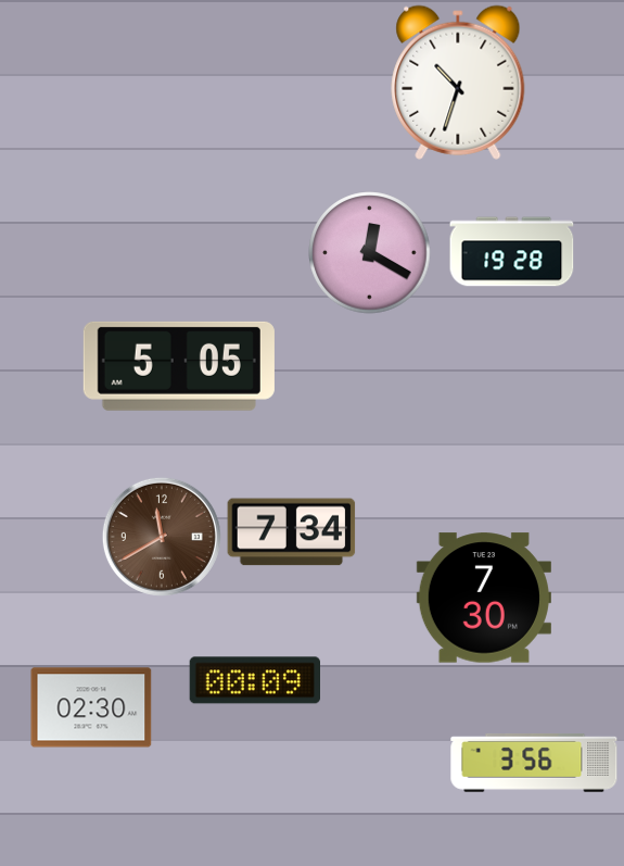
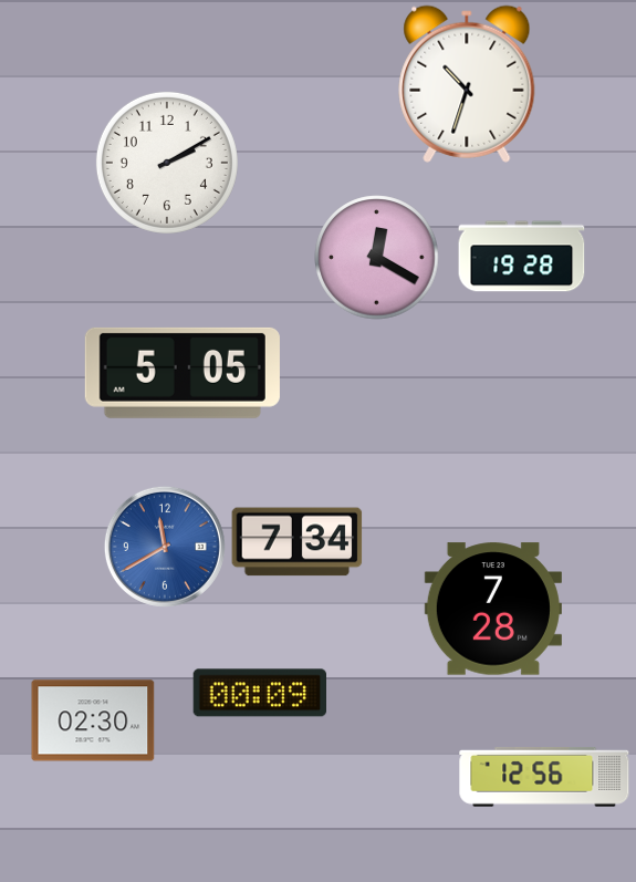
clock at (167, 163): none -> 2:10
clock at (162, 537) dial: brown -> blue
clock at (484, 598): 7:30 -> 7:28
clock at (534, 763): 3:56 -> 12:56
